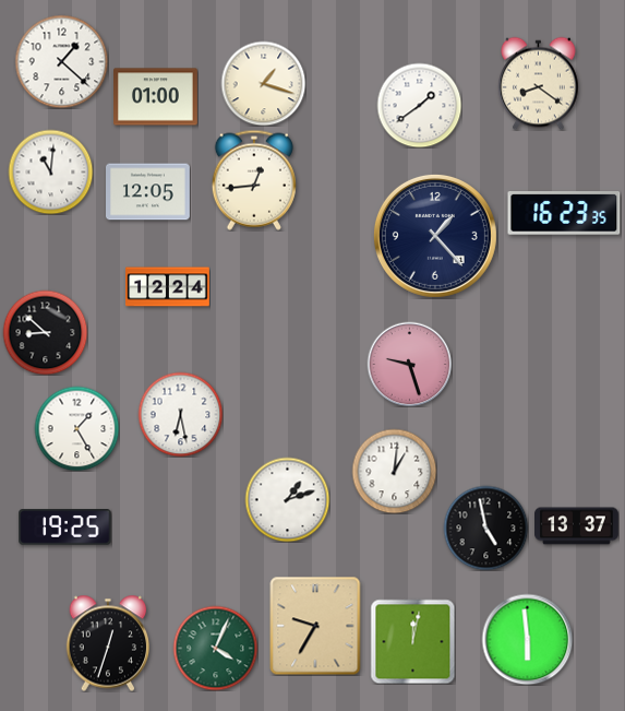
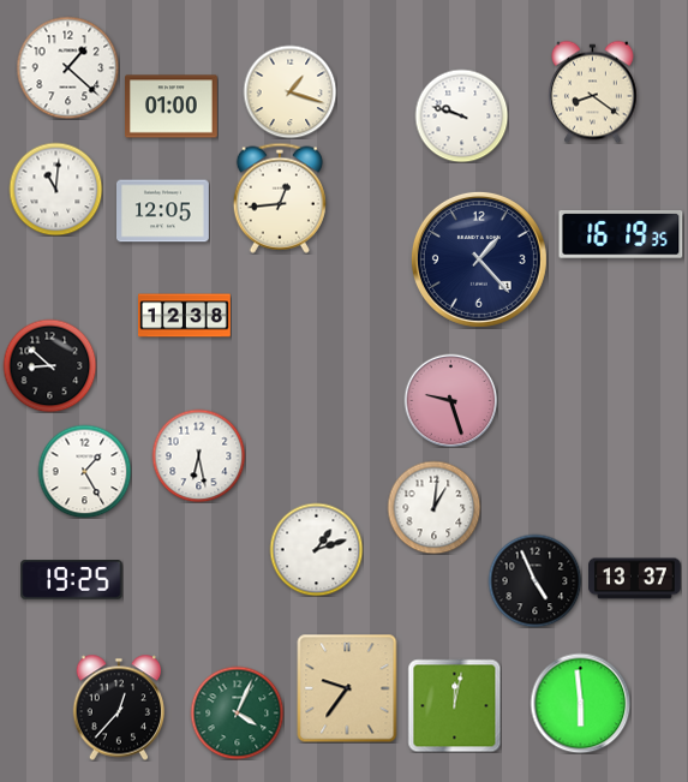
clock at (419, 105): 1:39 -> 9:48
clock at (564, 214): 16:23 -> 16:19
clock at (168, 287): 12:24 -> 12:38
clock at (394, 471) position: (394, 471) -> (433, 507)
clock at (485, 528): 4:58 -> 4:56
clock at (315, 626): 9:35 -> 9:36
clock at (108, 643): 12:33 -> 12:37
